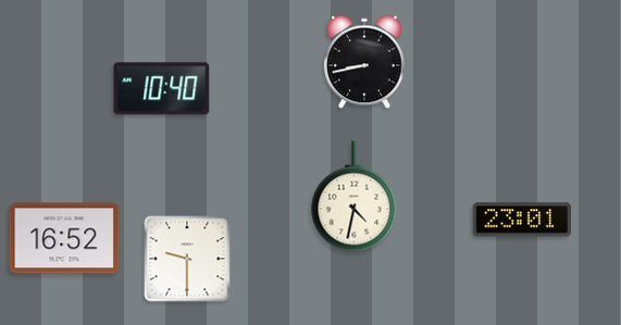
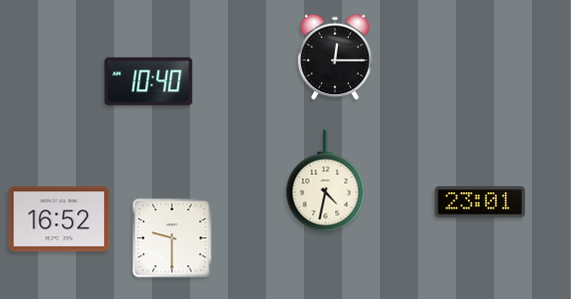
clock at (364, 62): 8:43 -> 12:15
